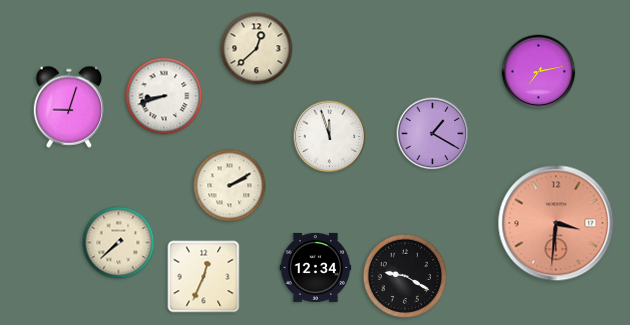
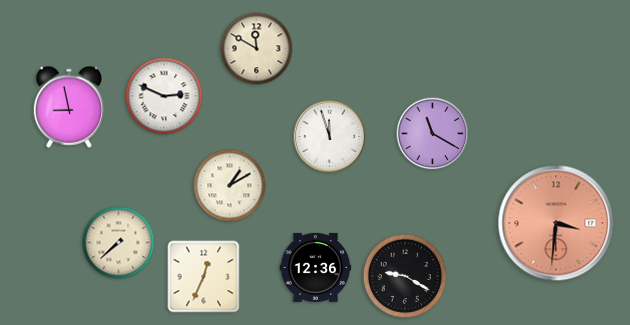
clock at (257, 49): 12:38 -> 11:50
clock at (539, 72): 7:13 -> none
clock at (164, 96): 8:42 -> 2:49
clock at (69, 107): 9:03 -> 8:58
clock at (433, 134): 1:20 -> 11:20
clock at (230, 186): 2:10 -> 1:10
clock at (316, 267): 12:34 -> 12:36
